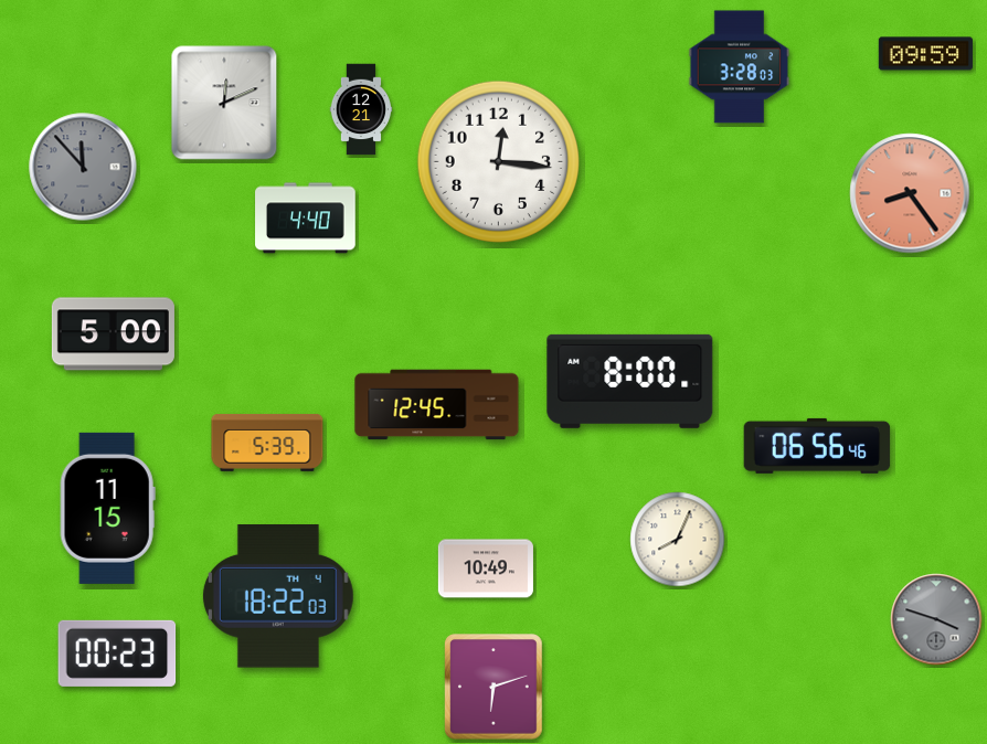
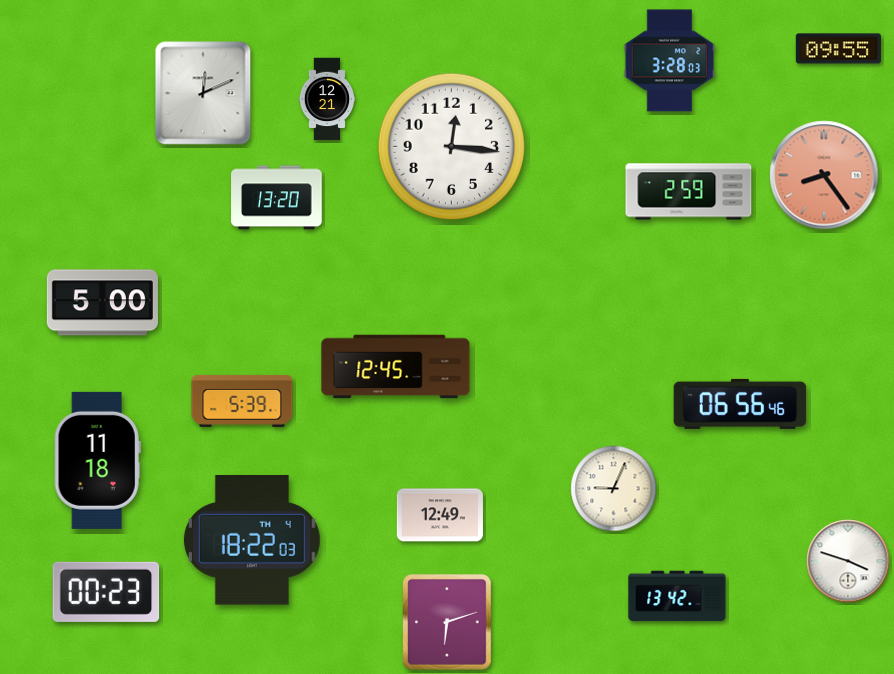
clock at (925, 54): 09:59 -> 09:55
clock at (83, 167): 11:53 -> none
clock at (689, 192): none -> 2:59
clock at (306, 219): 4:40 -> 13:20
clock at (630, 381): 8:00 -> none
clock at (107, 508): 11:15 -> 11:18
clock at (678, 540): 8:04 -> 9:04
clock at (486, 568): 10:49 -> 12:49
clock at (936, 619) dial: grey -> white
clock at (677, 596): none -> 13:42
